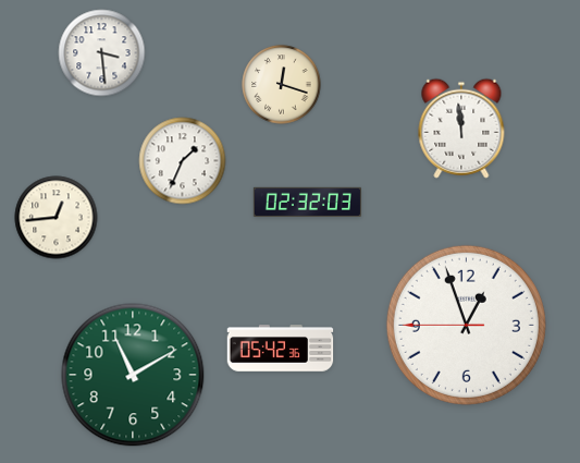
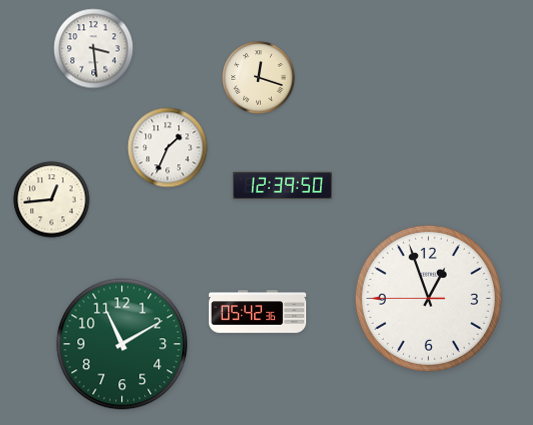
clock at (461, 129): 11:59 -> none
clock at (307, 202): 02:32 -> 12:39
clock at (281, 349) position: (281, 349) -> (258, 312)
